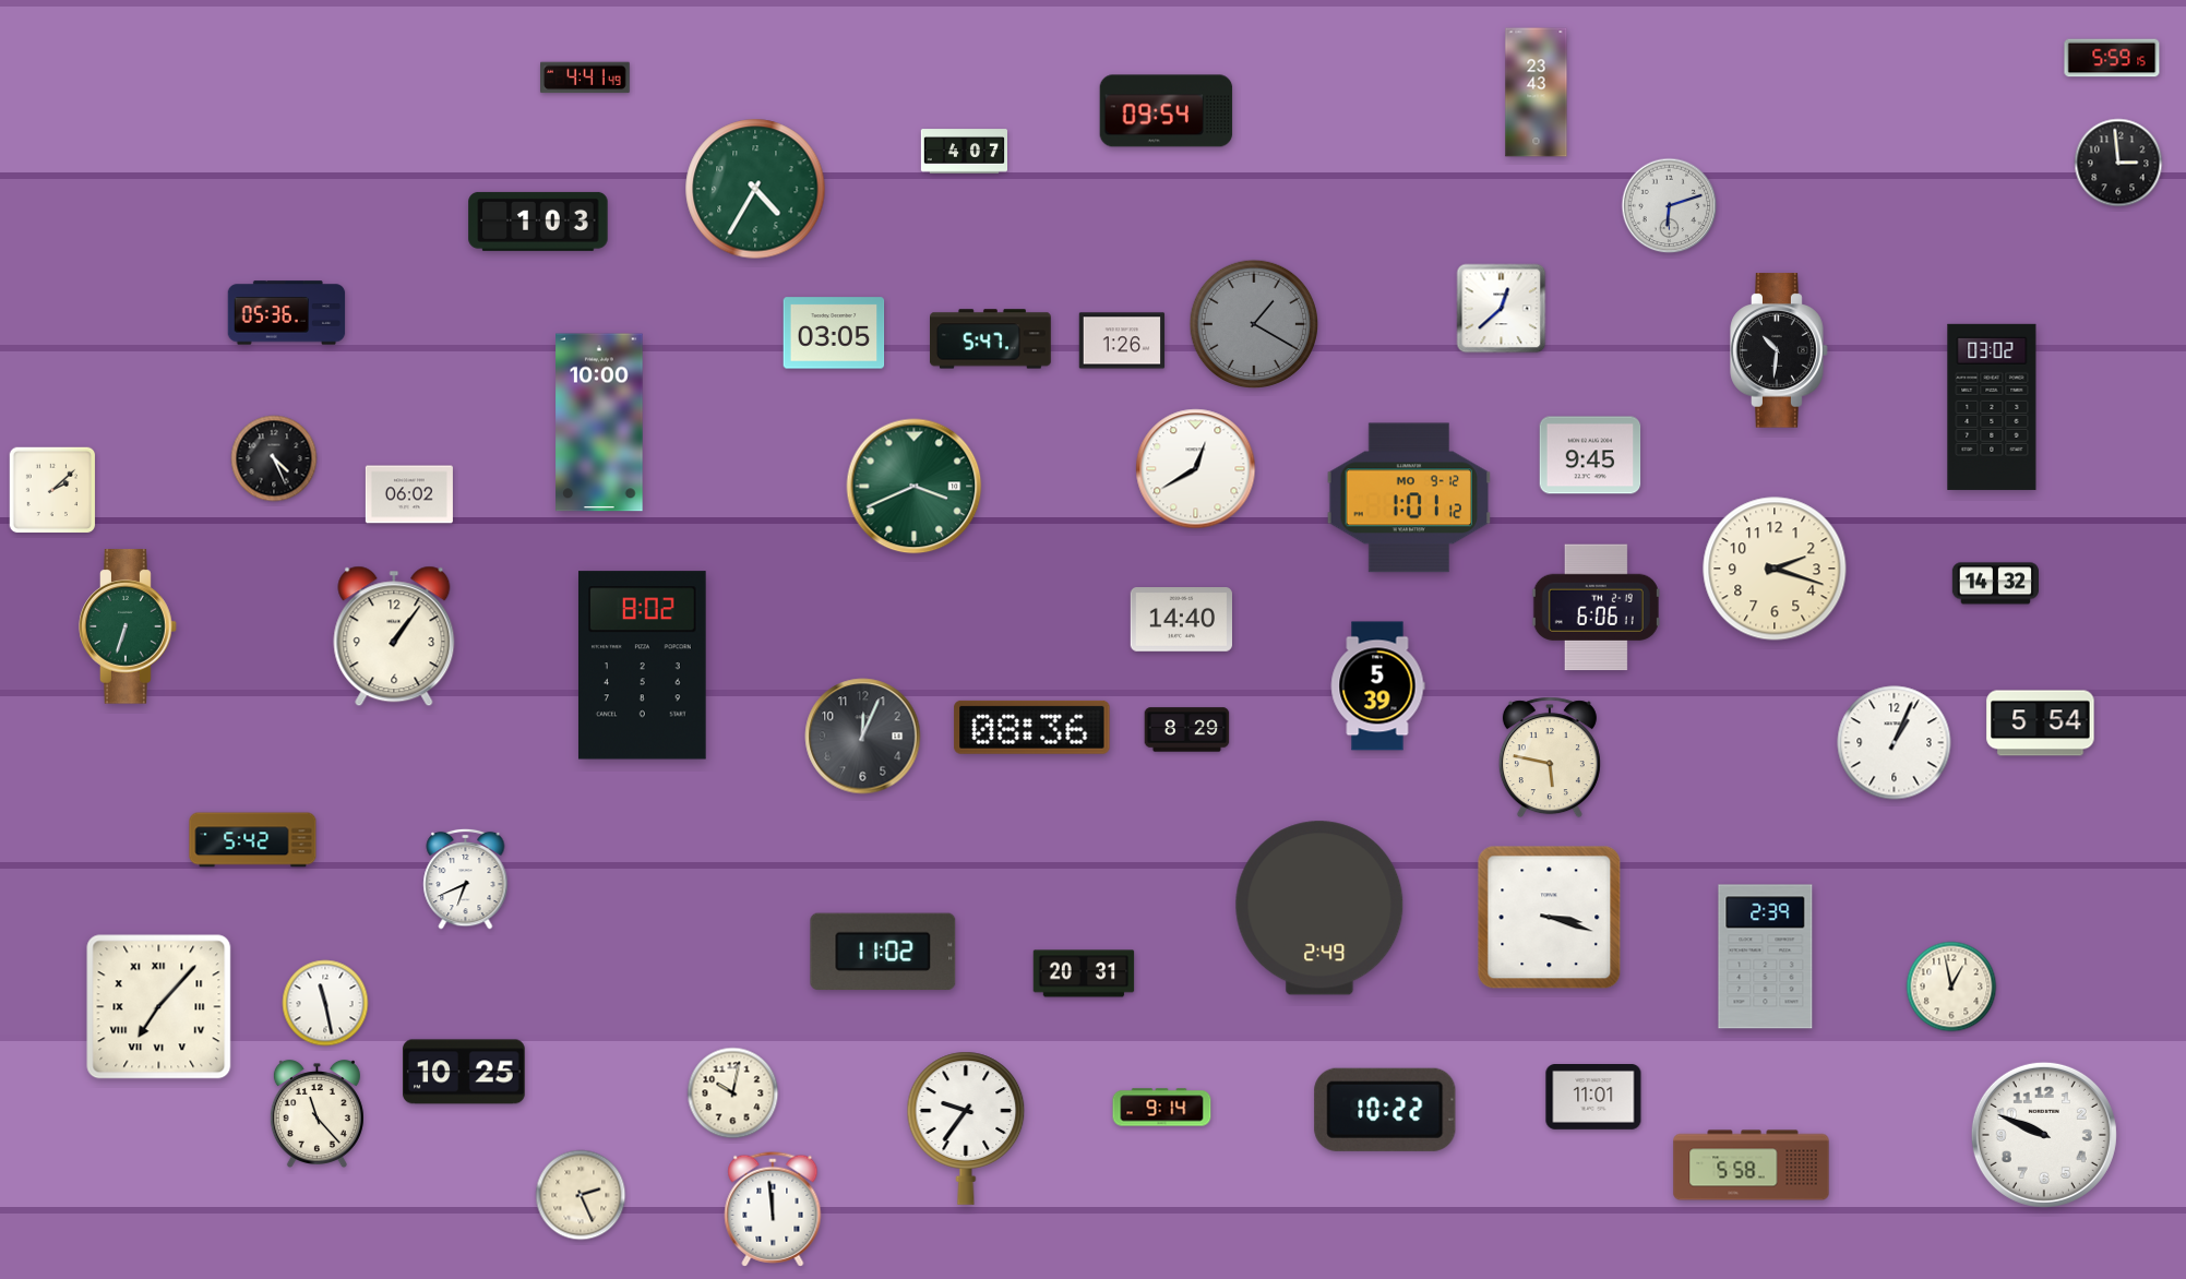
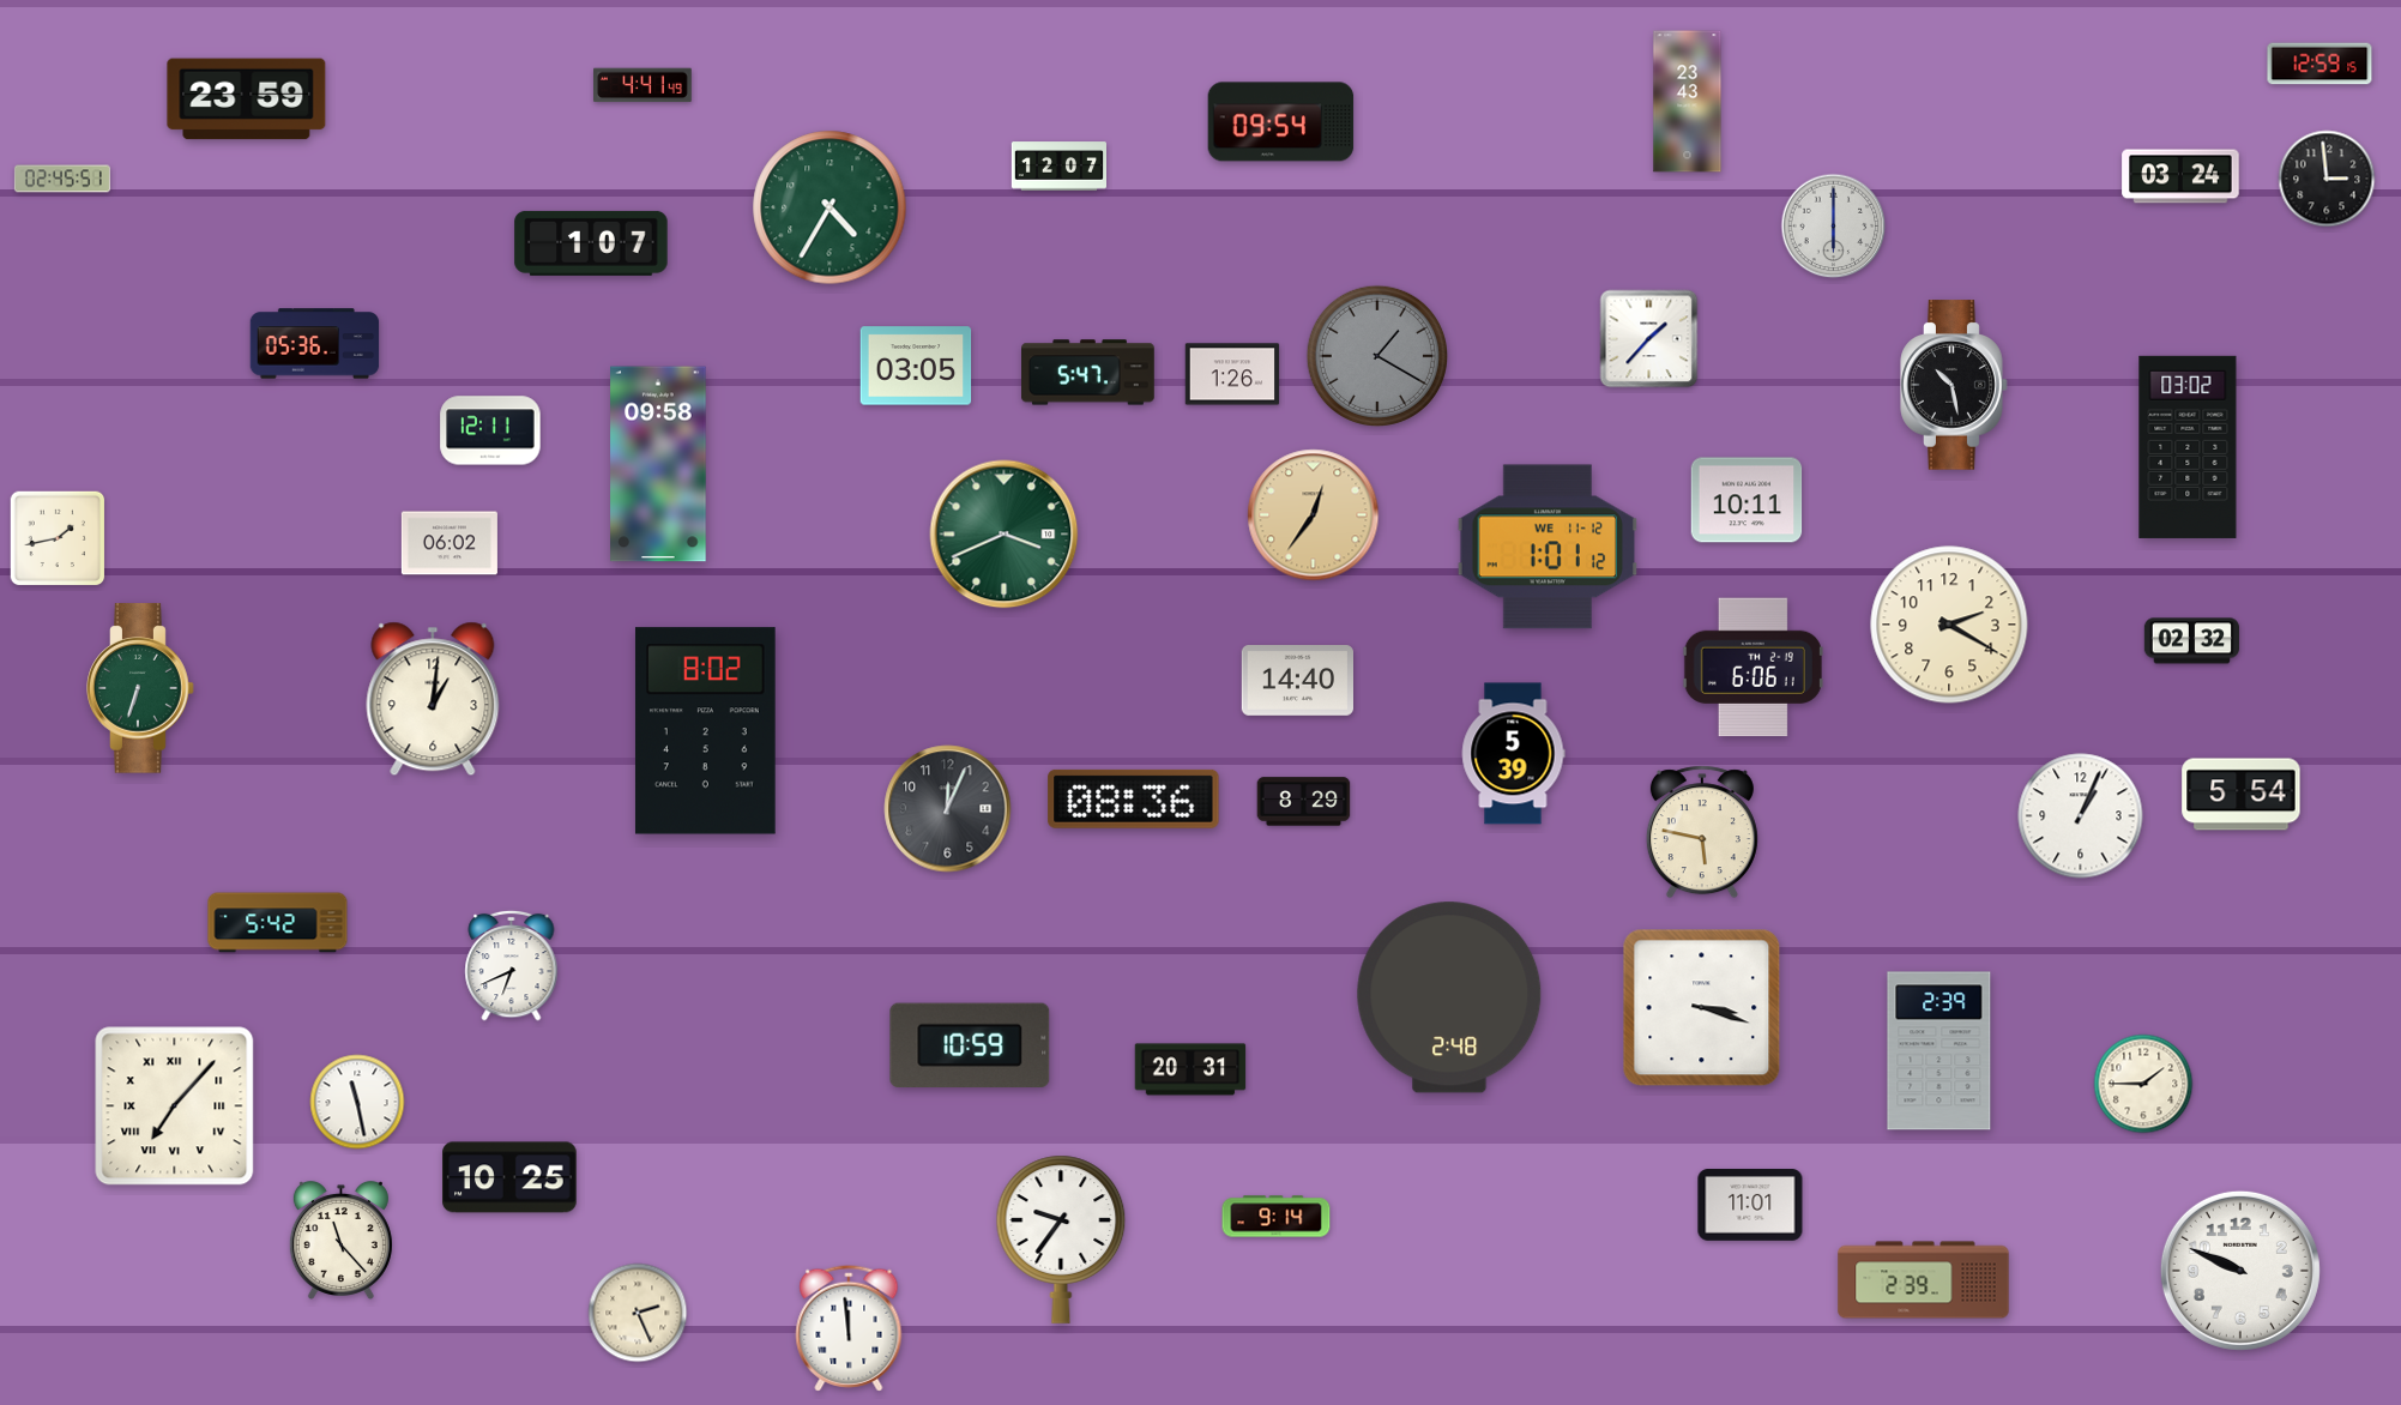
clock at (2112, 58): 5:59 -> 12:59
clock at (247, 100): none -> 23:59
clock at (964, 152): 4:07 -> 12:07
clock at (2180, 176): none -> 03:24
clock at (62, 179): none -> 02:45
clock at (1670, 206): 6:12 -> 6:00
clock at (538, 222): 1:03 -> 1:07
clock at (1502, 309): 12:38 -> 1:37
clock at (1779, 350): 10:31 -> 10:28
clock at (490, 430): none -> 12:11
clock at (599, 422): 10:00 -> 09:58
clock at (1590, 455): 9:45 -> 10:11
clock at (274, 458): 4:26 -> none
clock at (1196, 469): 12:40 -> 12:36
clock at (1196, 469) dial: white -> champagne
clock at (52, 490): 2:08 -> 1:43
clock at (1409, 498) date: MO 9-12 -> WE 11-12
clock at (1775, 569): 2:18 -> 2:20
clock at (1995, 584): 14:32 -> 02:32
clock at (394, 636): 1:06 -> 1:01
clock at (1319, 908): 2:49 -> 2:48
clock at (883, 952): 11:02 -> 10:59
clock at (1951, 987): 12:58 -> 1:45
clock at (733, 1093): 10:02 -> none
clock at (1385, 1110): 10:22 -> none
clock at (316, 1113) position: (316, 1113) -> (340, 1240)
clock at (2044, 1135) position: (2044, 1135) -> (2240, 1271)
clock at (1752, 1166): 5:58 -> 2:39
